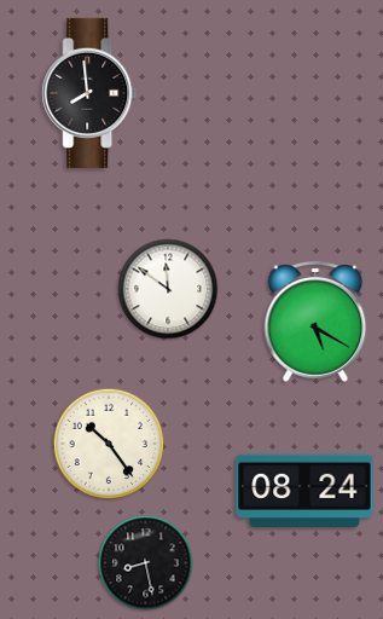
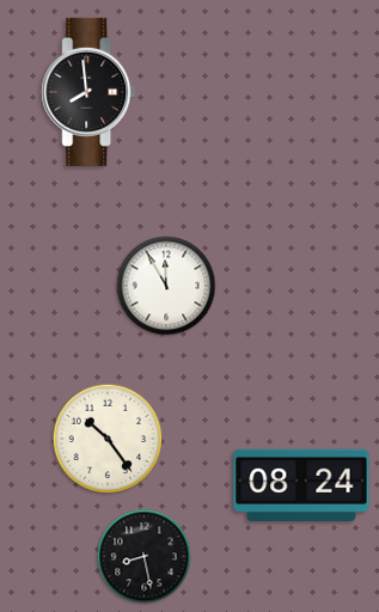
clock at (168, 289): 11:51 -> 11:55
clock at (315, 322): 5:20 -> none
